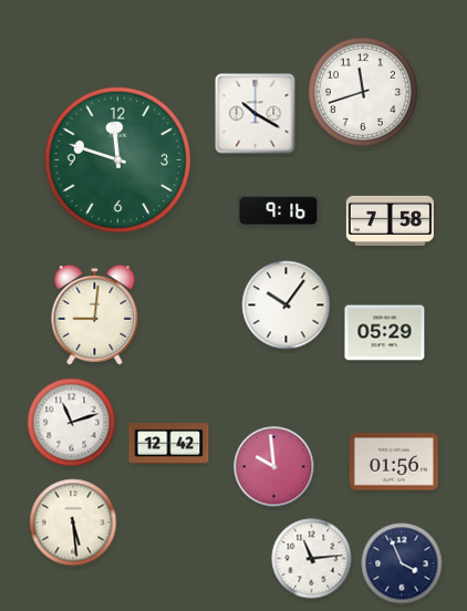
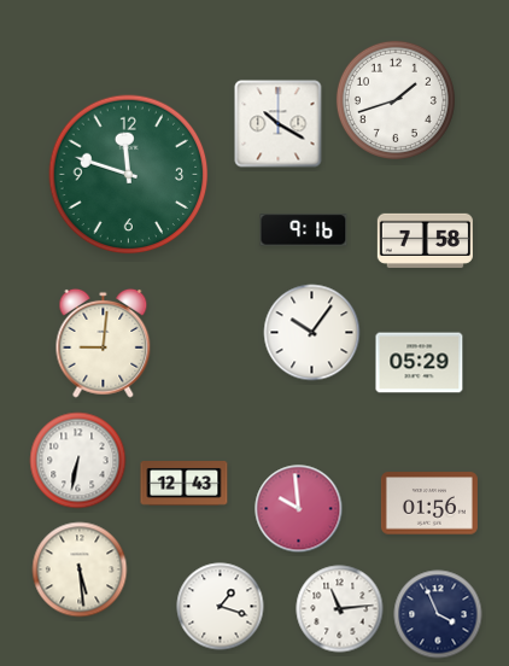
clock at (363, 92): 11:42 -> 1:42
clock at (72, 423): 11:12 -> 6:32
clock at (169, 444): 12:42 -> 12:43
clock at (221, 607): none -> 1:18
